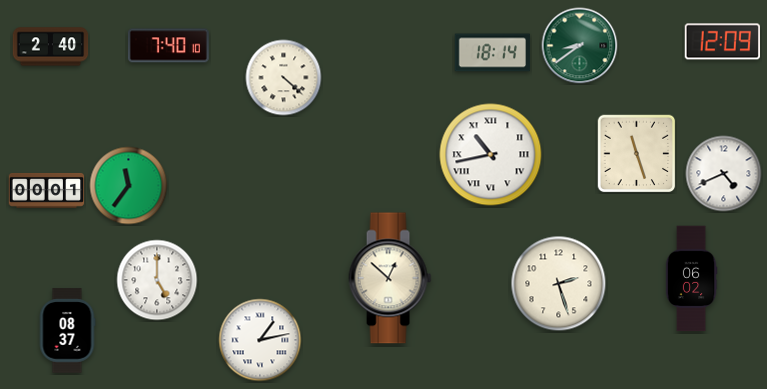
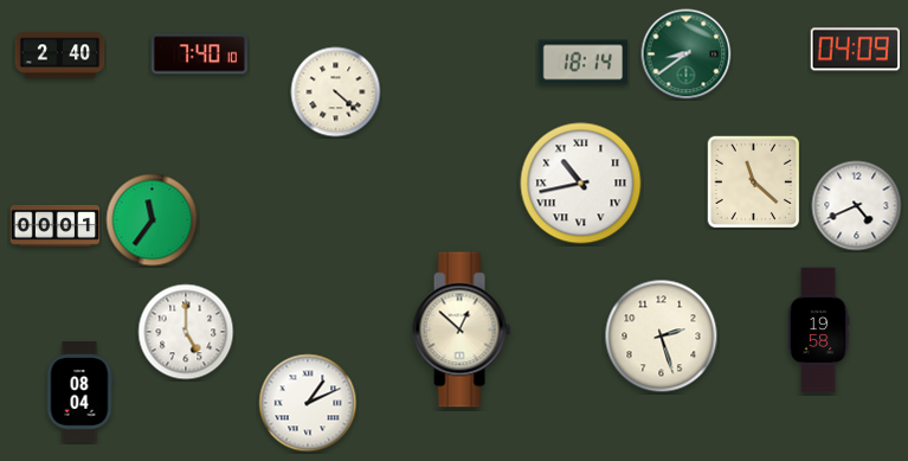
clock at (722, 42): 12:09 -> 04:09
clock at (637, 154): 11:27 -> 11:22
clock at (691, 279): 06:02 -> 19:58
clock at (67, 331): 08:37 -> 08:04
clock at (260, 340): 1:13 -> 1:11
